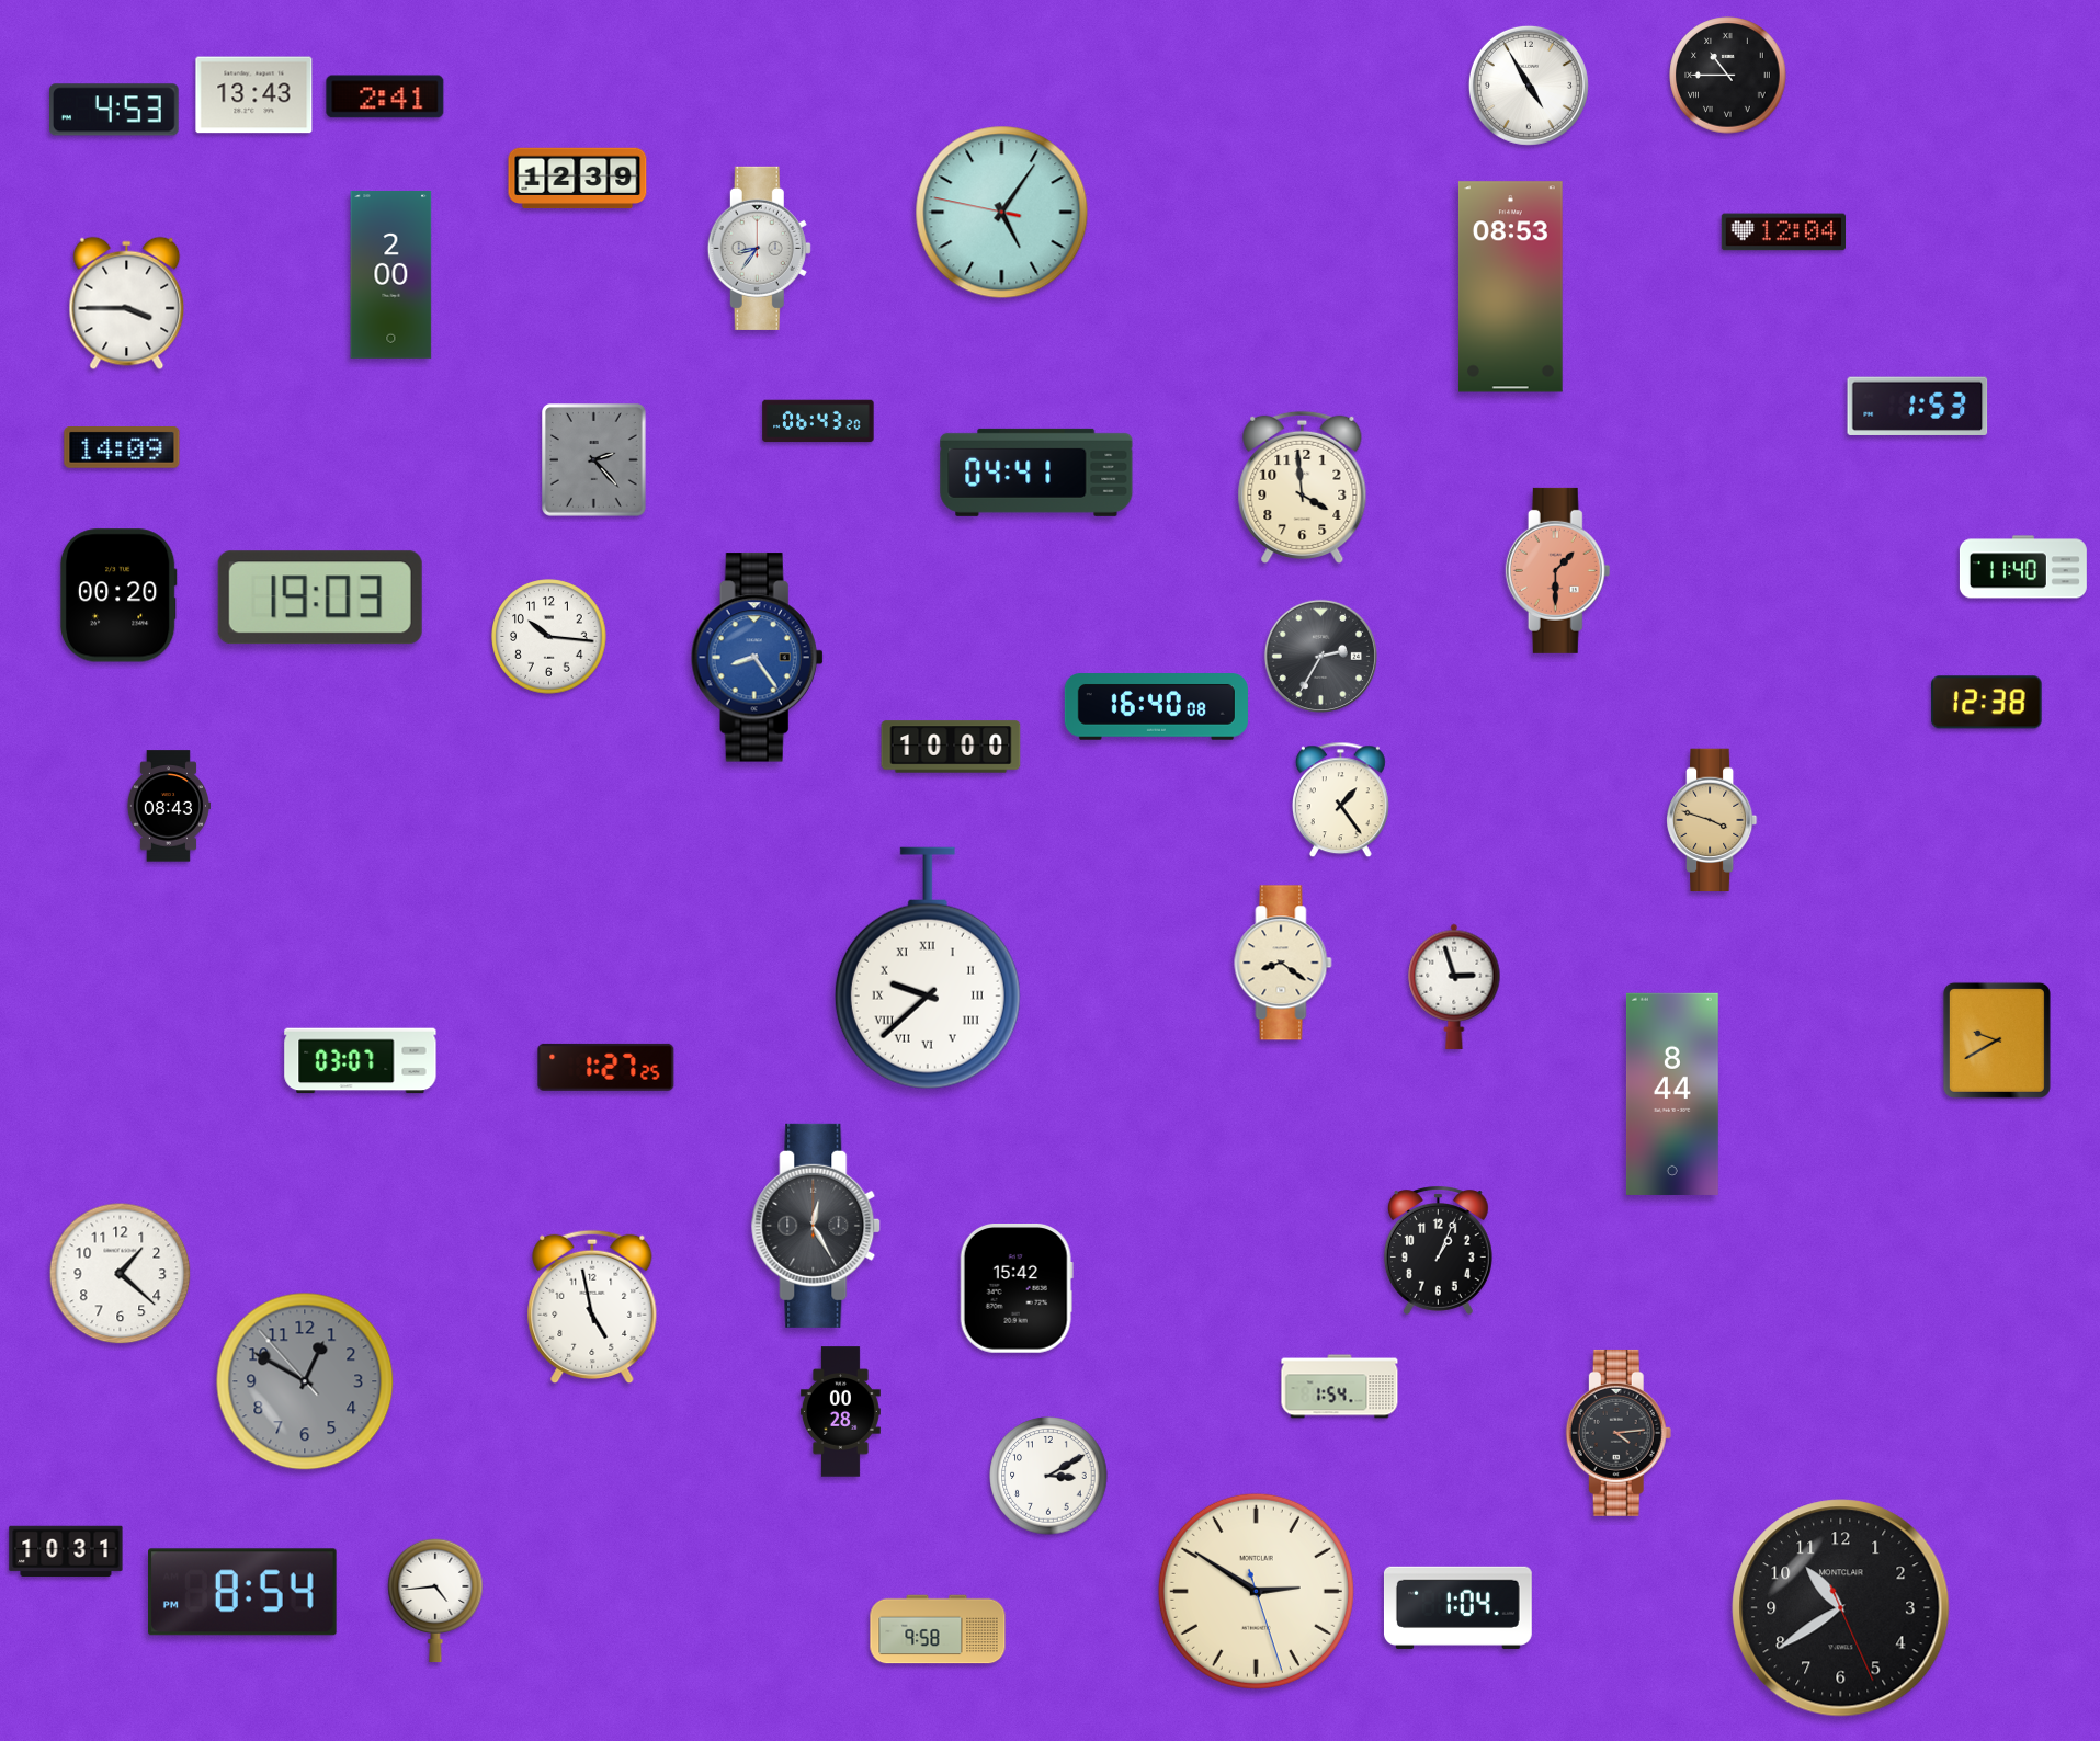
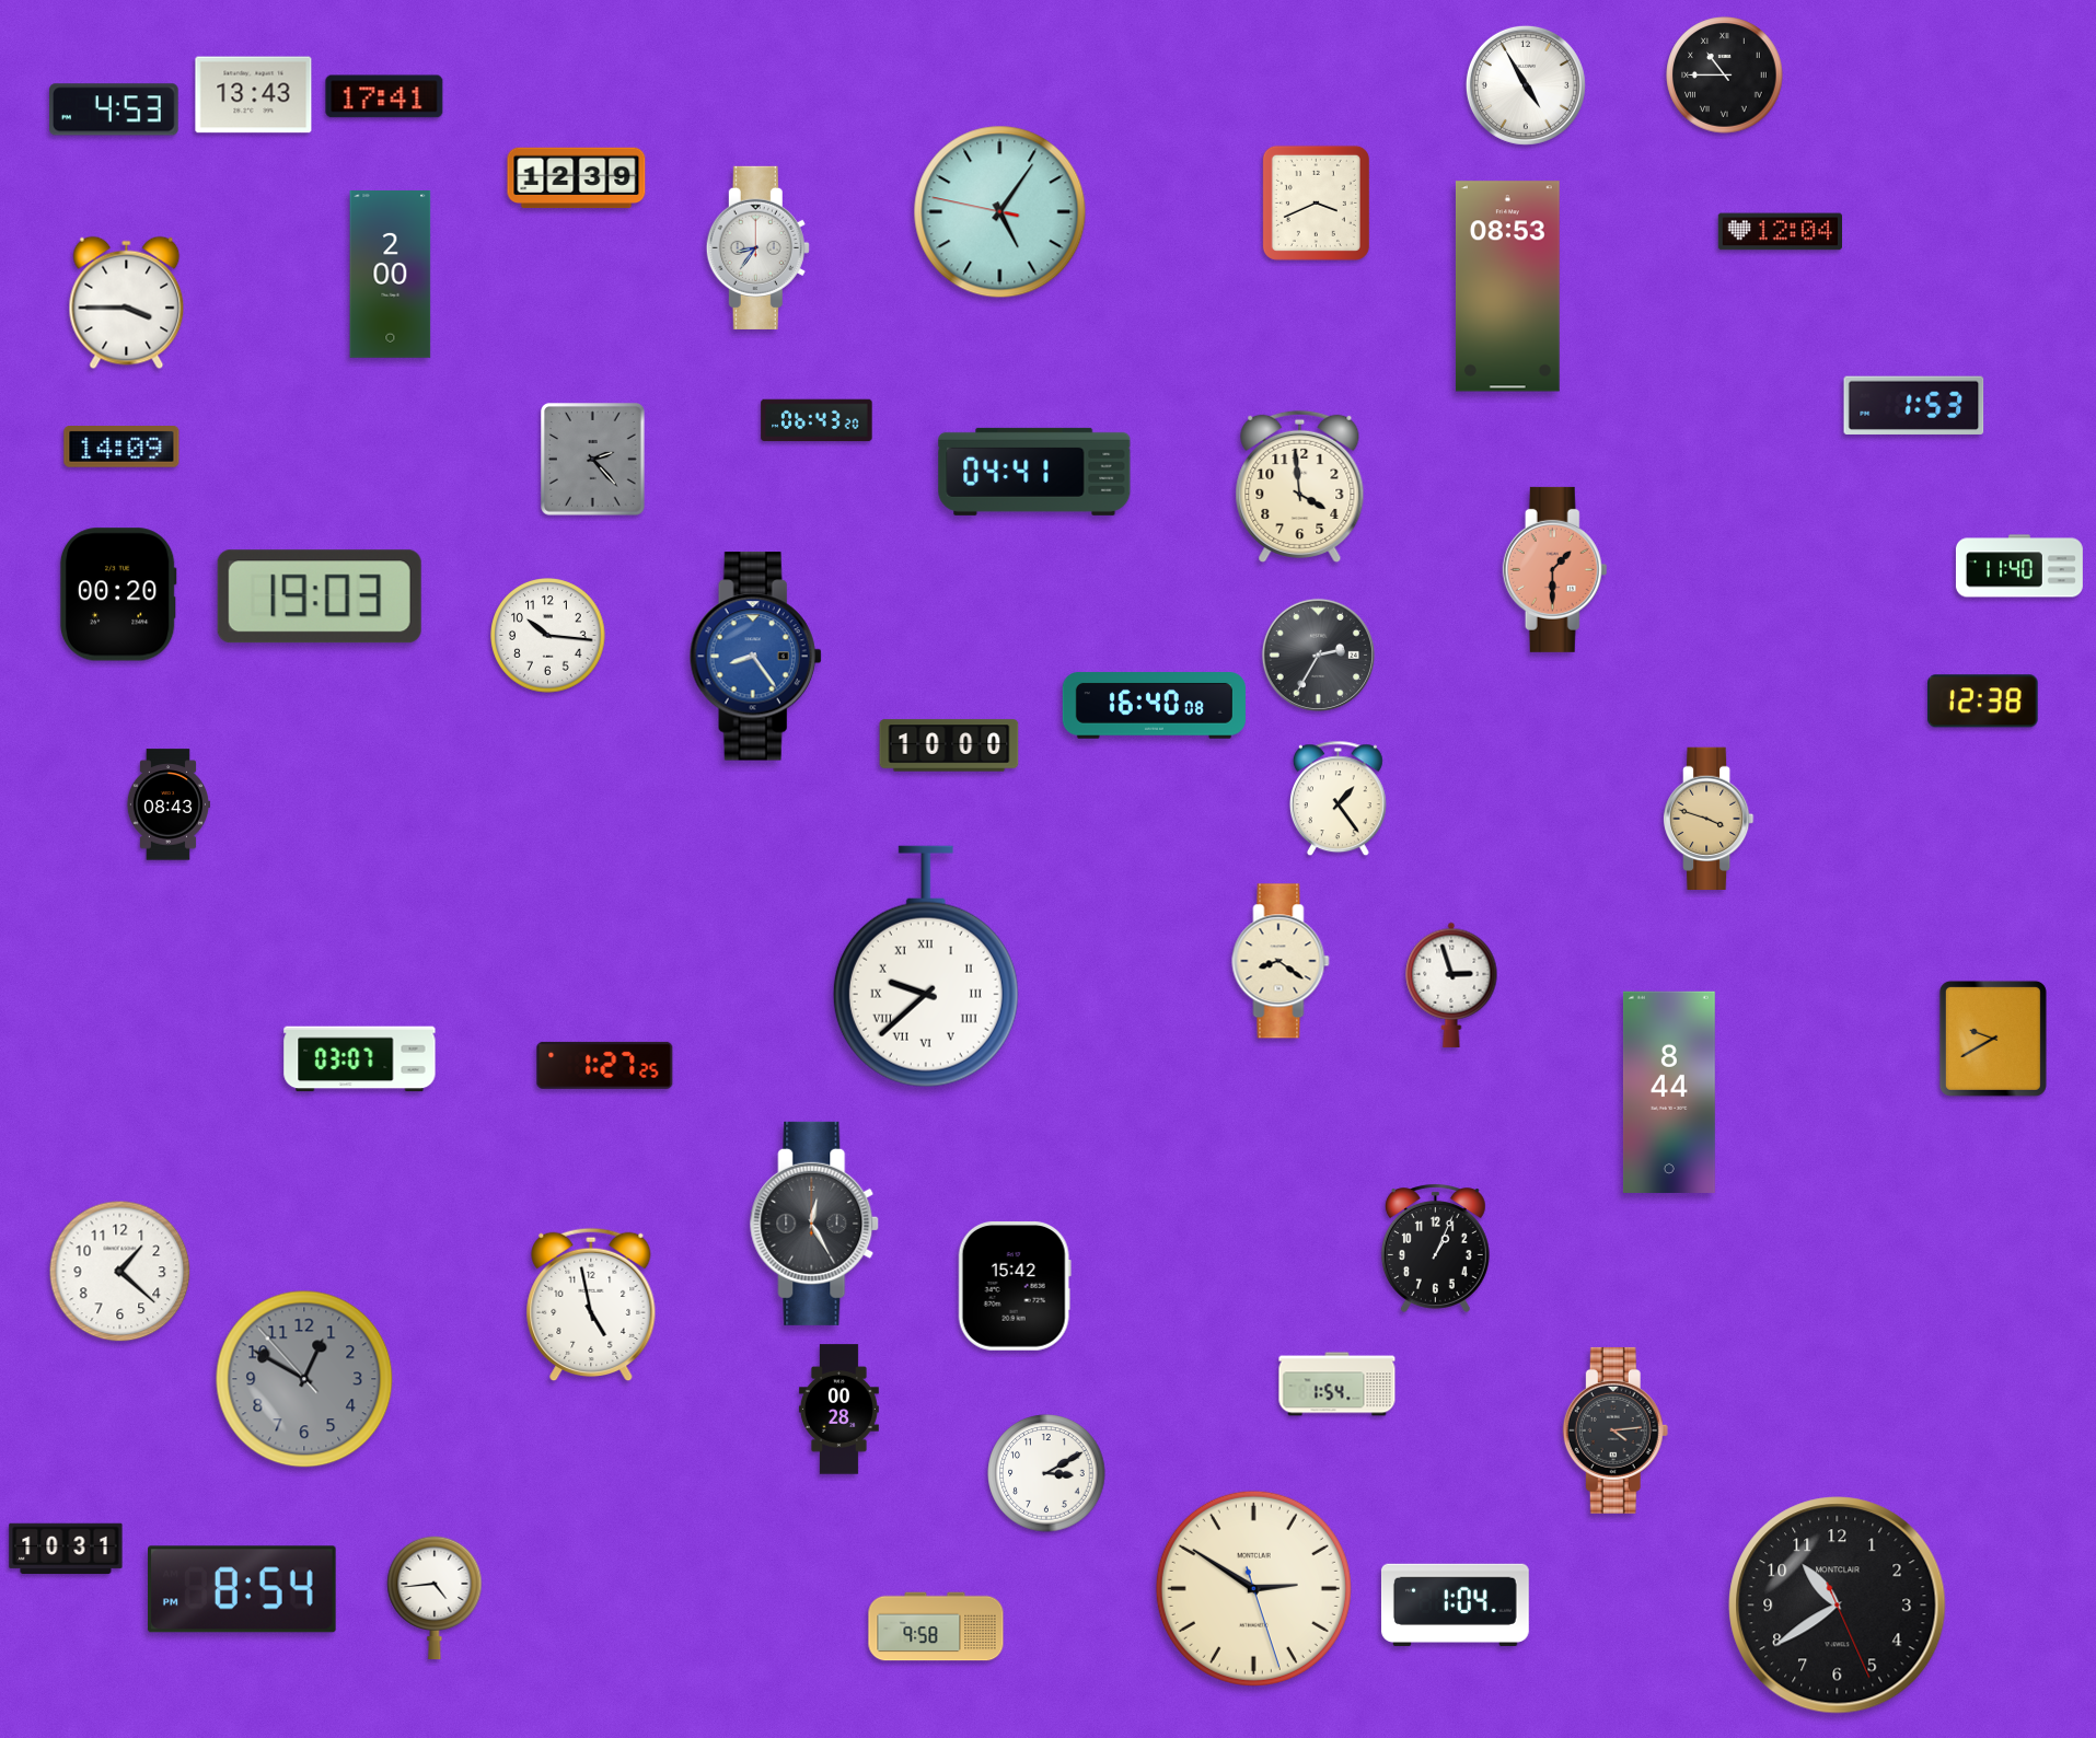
clock at (385, 96): 2:41 -> 17:41
clock at (1316, 202): none -> 3:41
